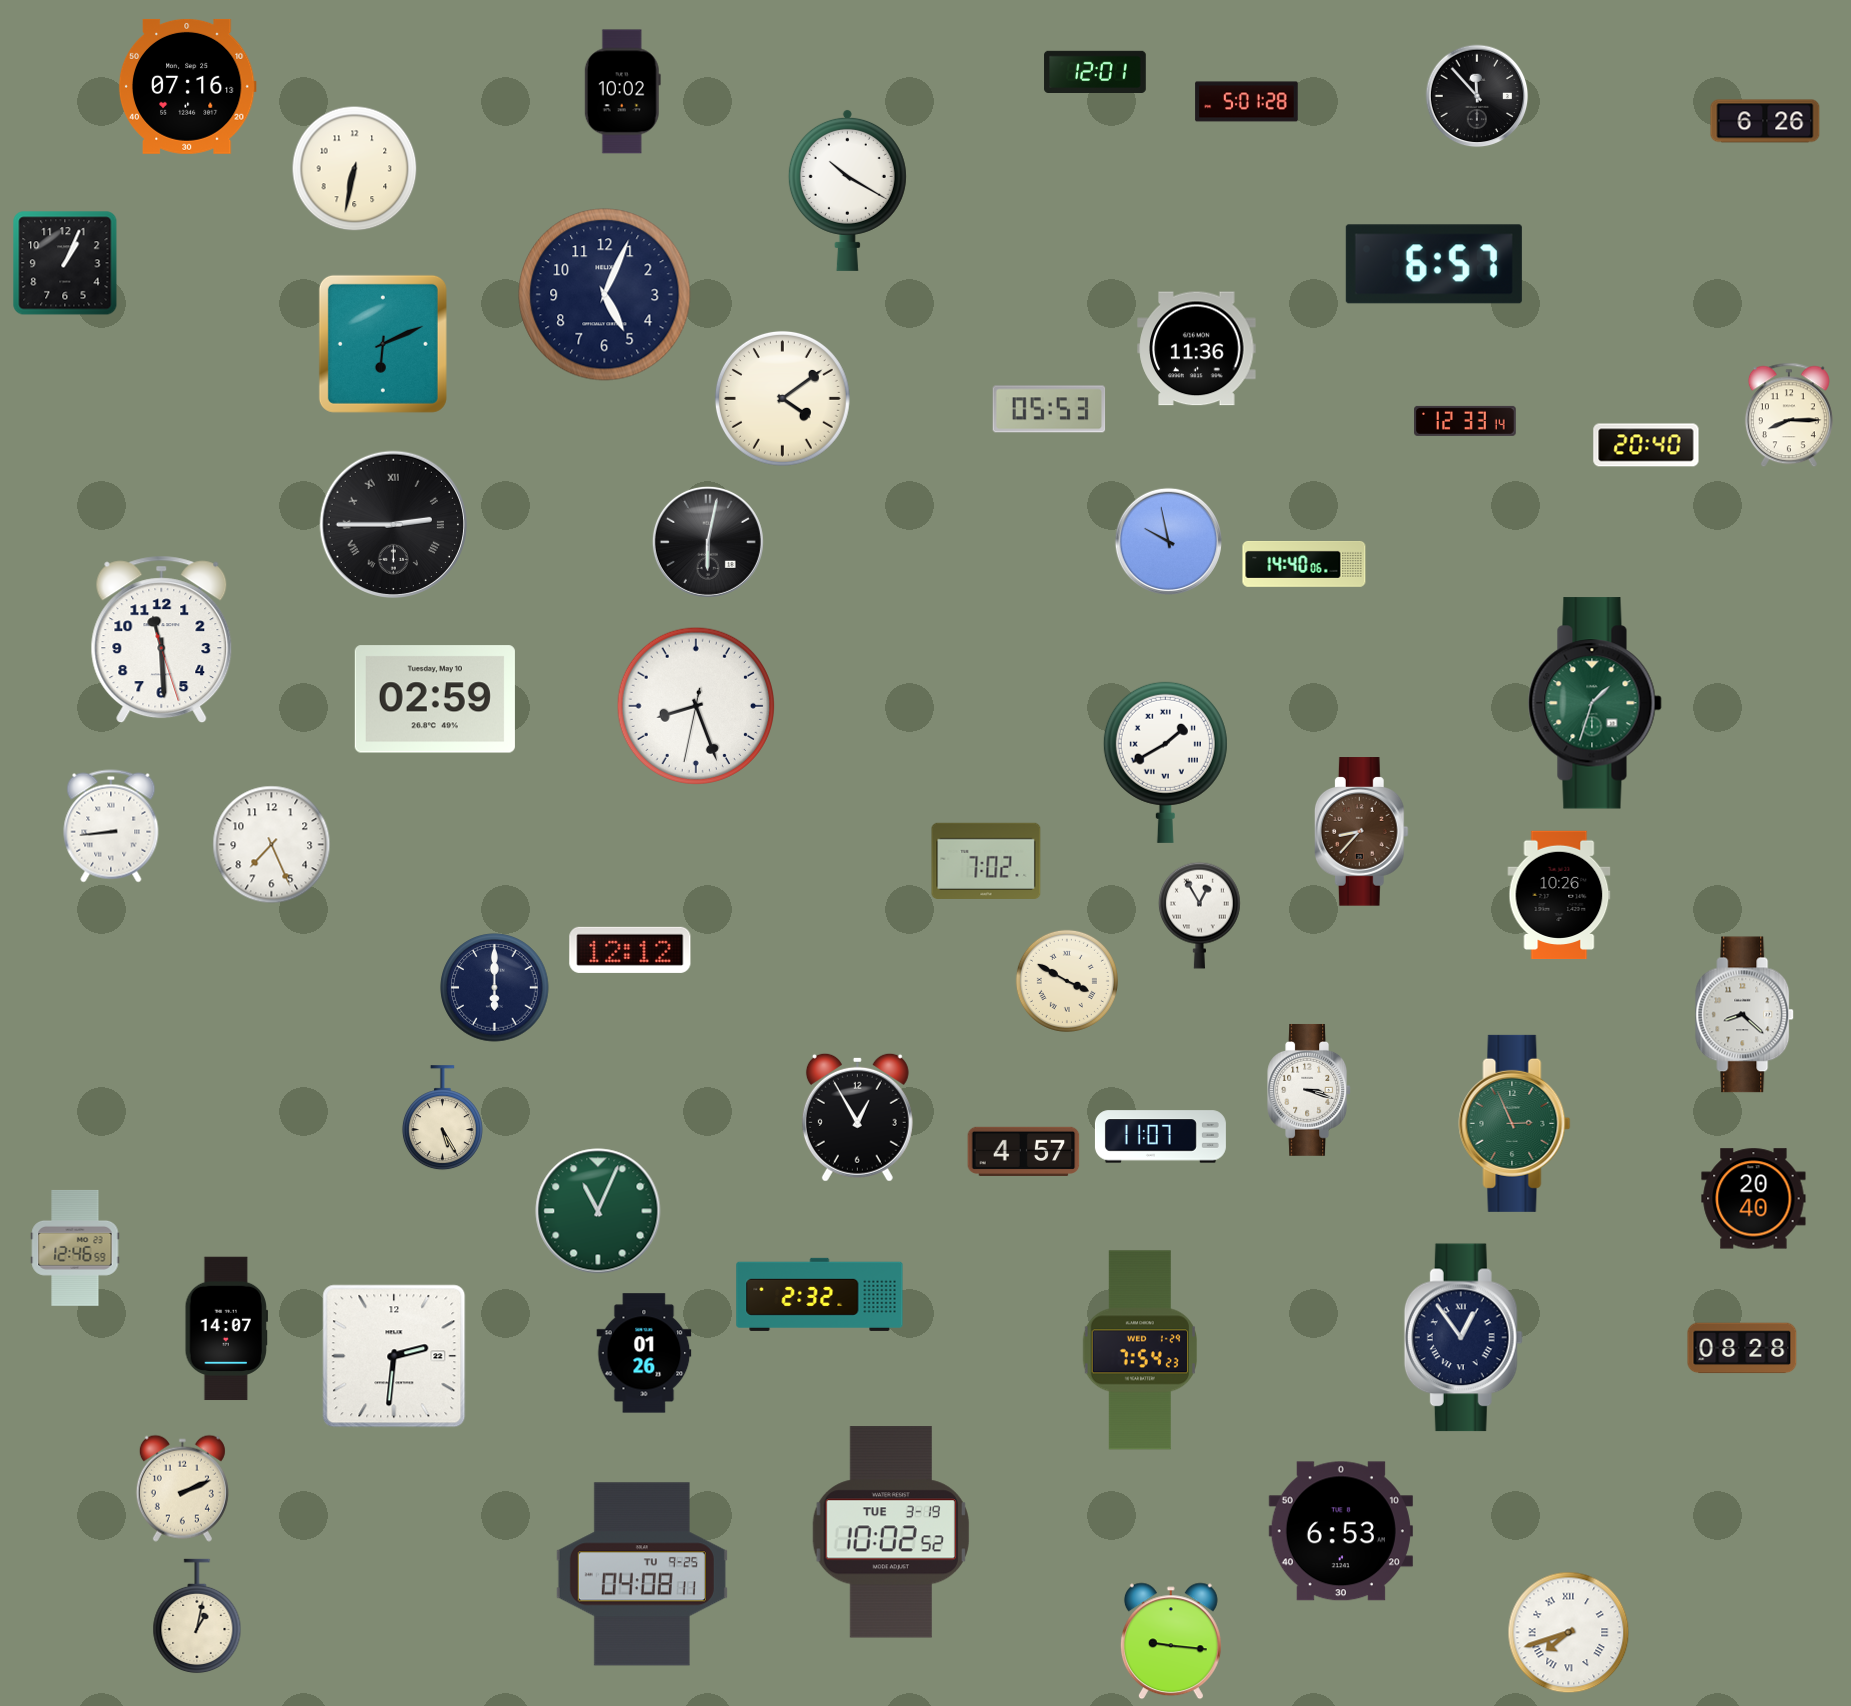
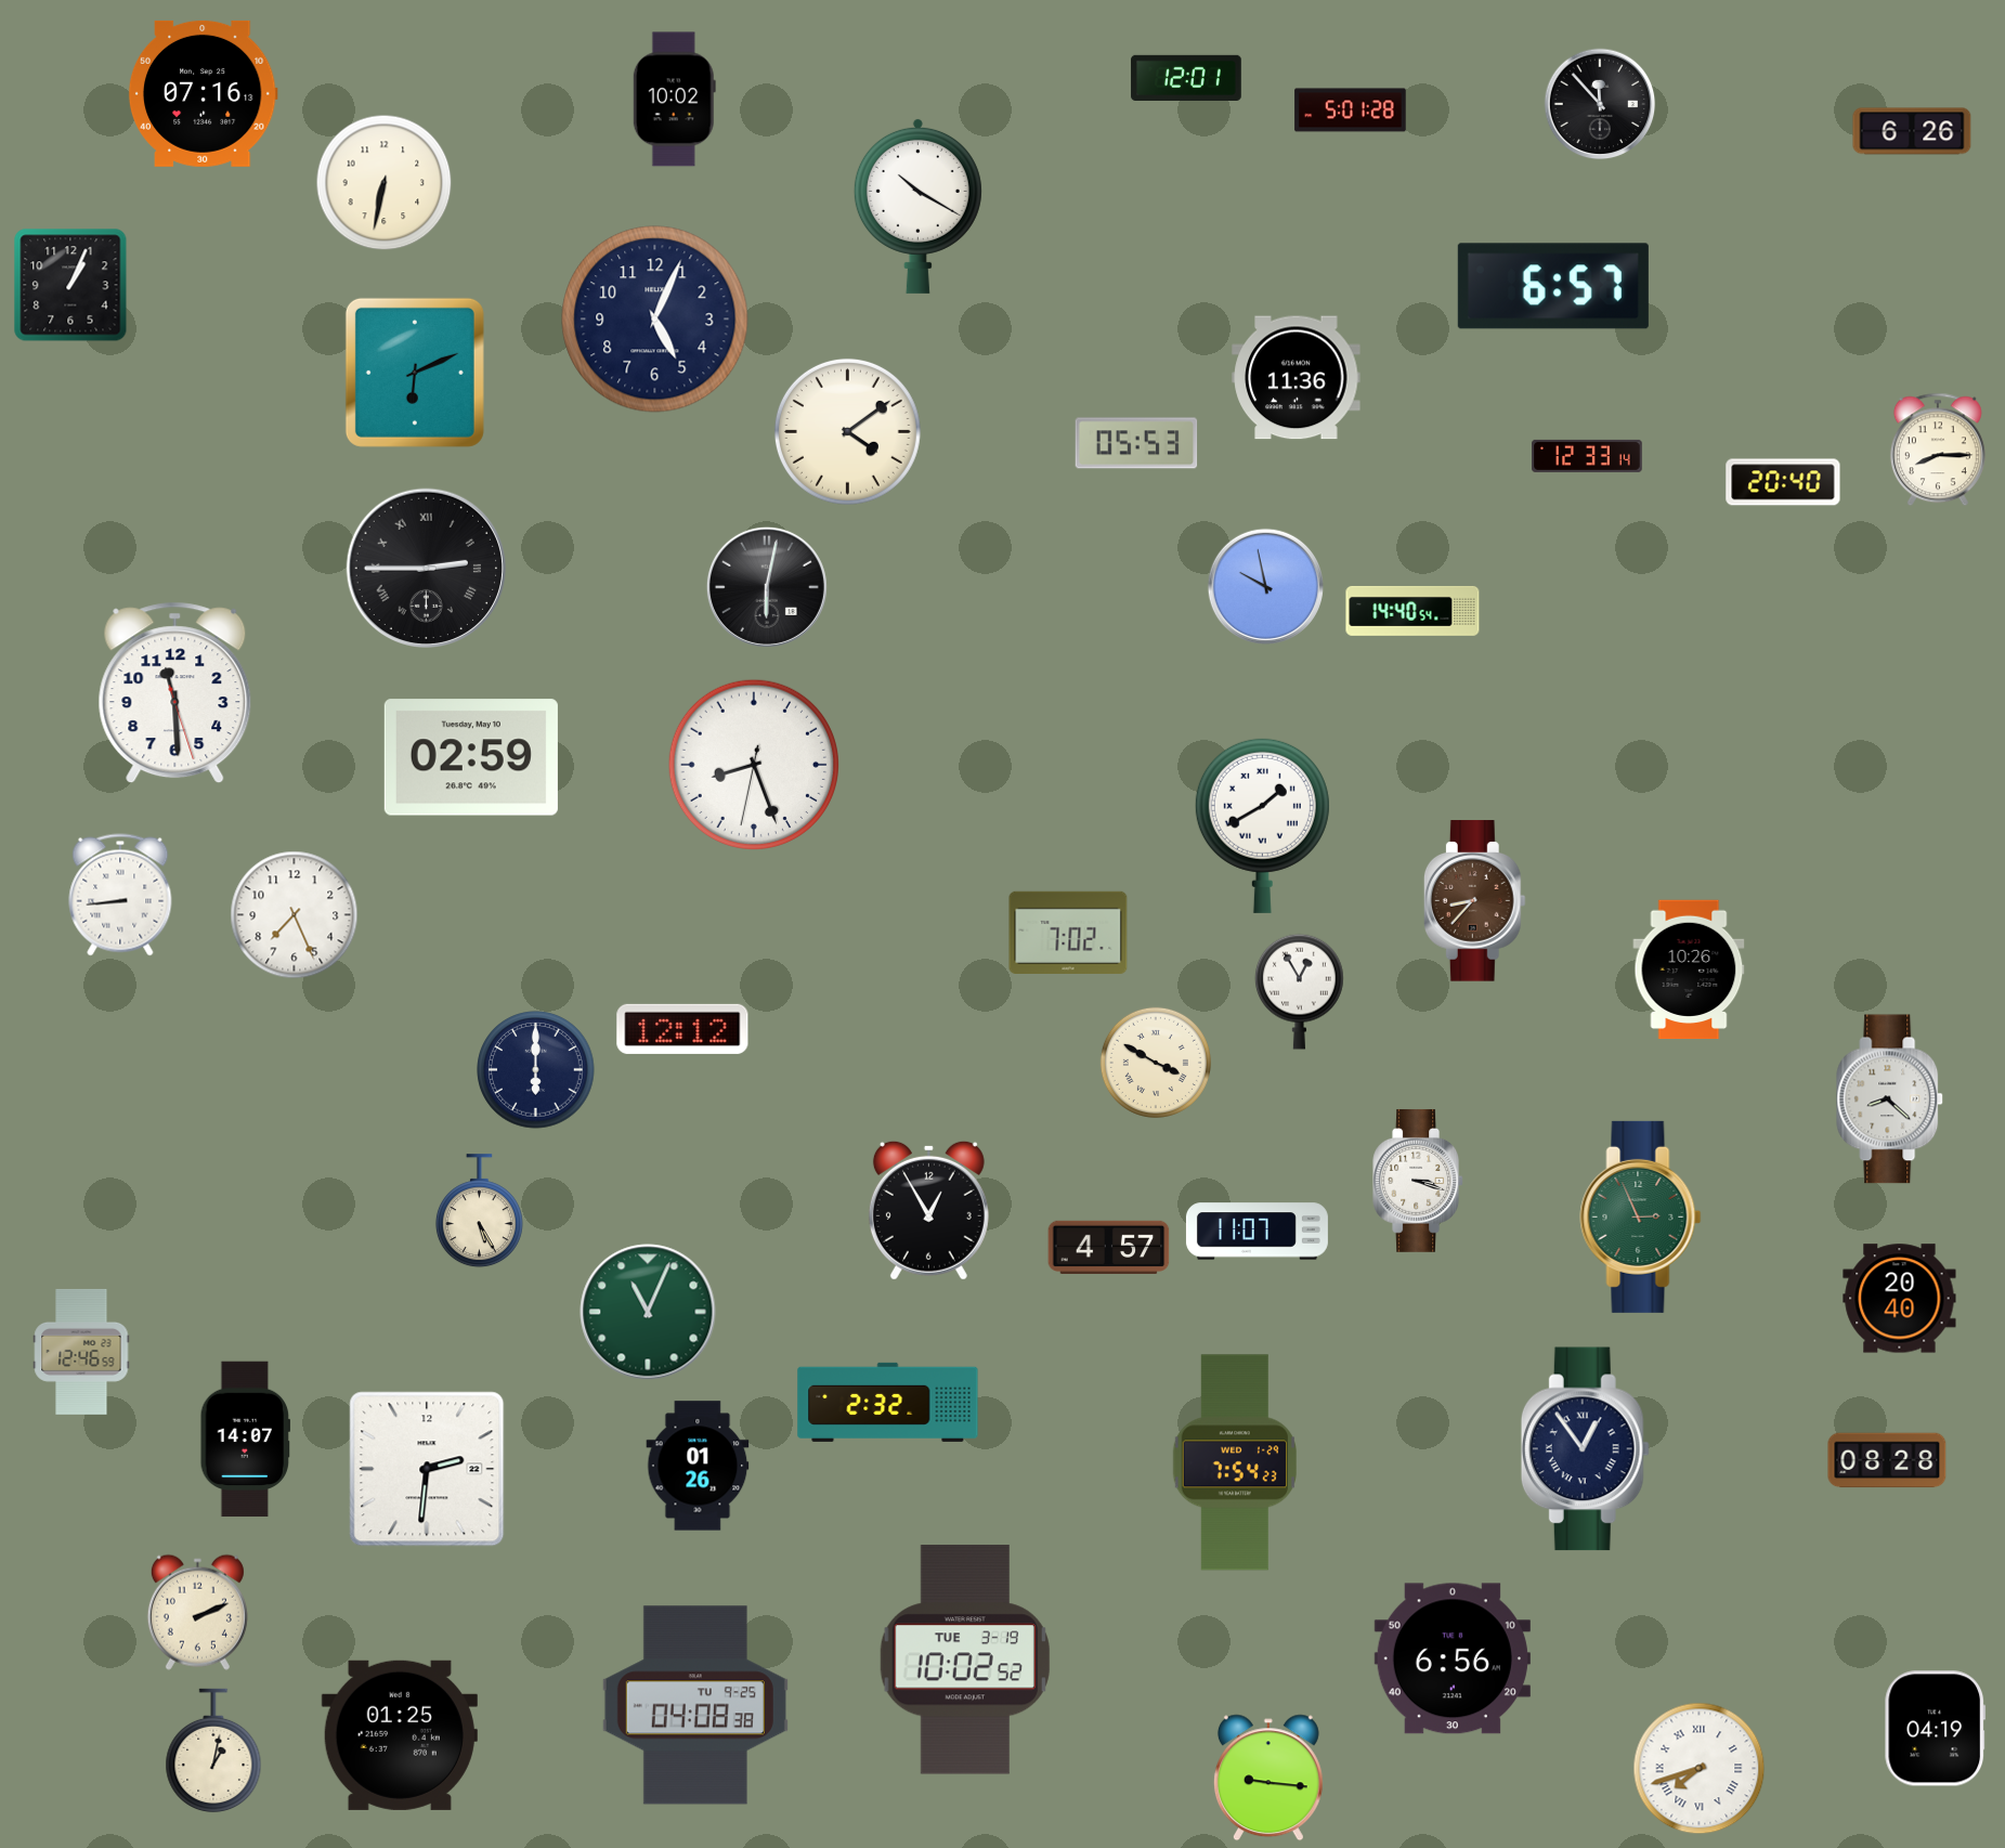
clock at (1304, 564): 14:40:06 -> 14:40:54
clock at (1595, 703): 1:33 -> none
clock at (1341, 1531): 6:53 -> 6:56
clock at (642, 1574): 04:08:11 -> 04:08:38
clock at (1936, 1729): none -> 04:19
clock at (400, 1735): none -> 01:25
